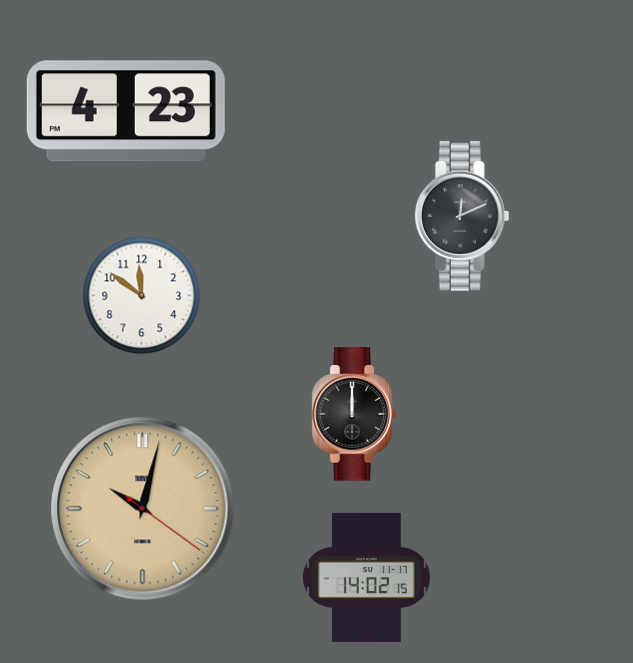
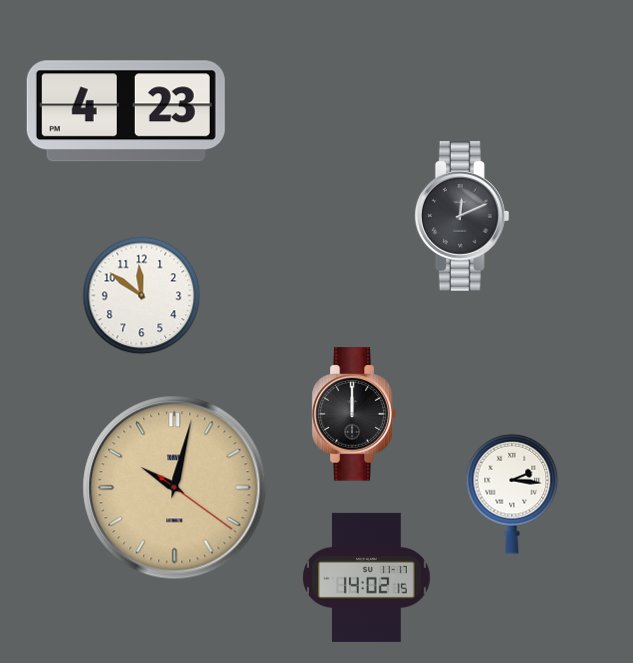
clock at (512, 494): none -> 2:16
clock at (143, 509) position: (143, 509) -> (175, 488)
